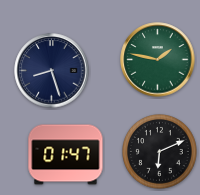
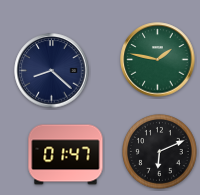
clock at (52, 71): 8:27 -> 8:22
